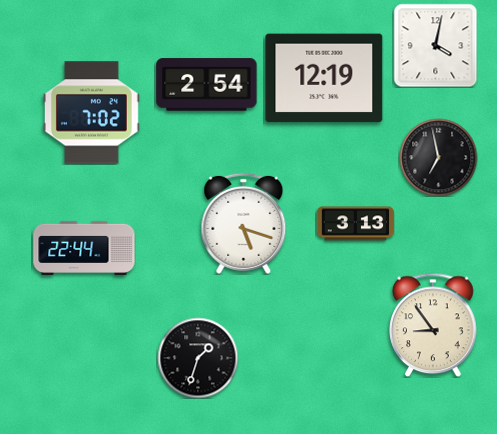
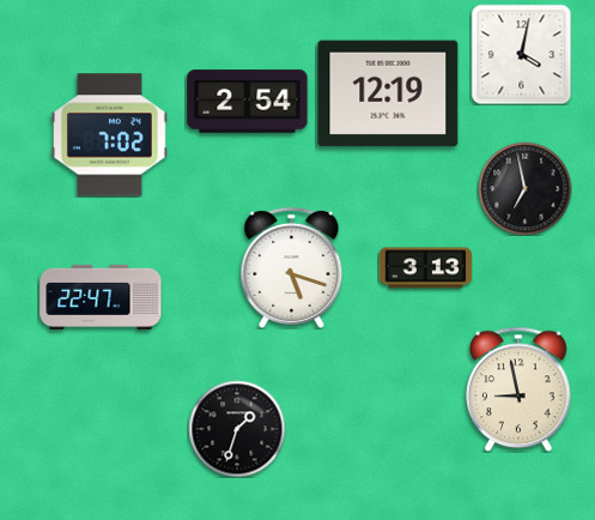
clock at (84, 248): 22:44 -> 22:47
clock at (434, 325): 8:54 -> 8:58
